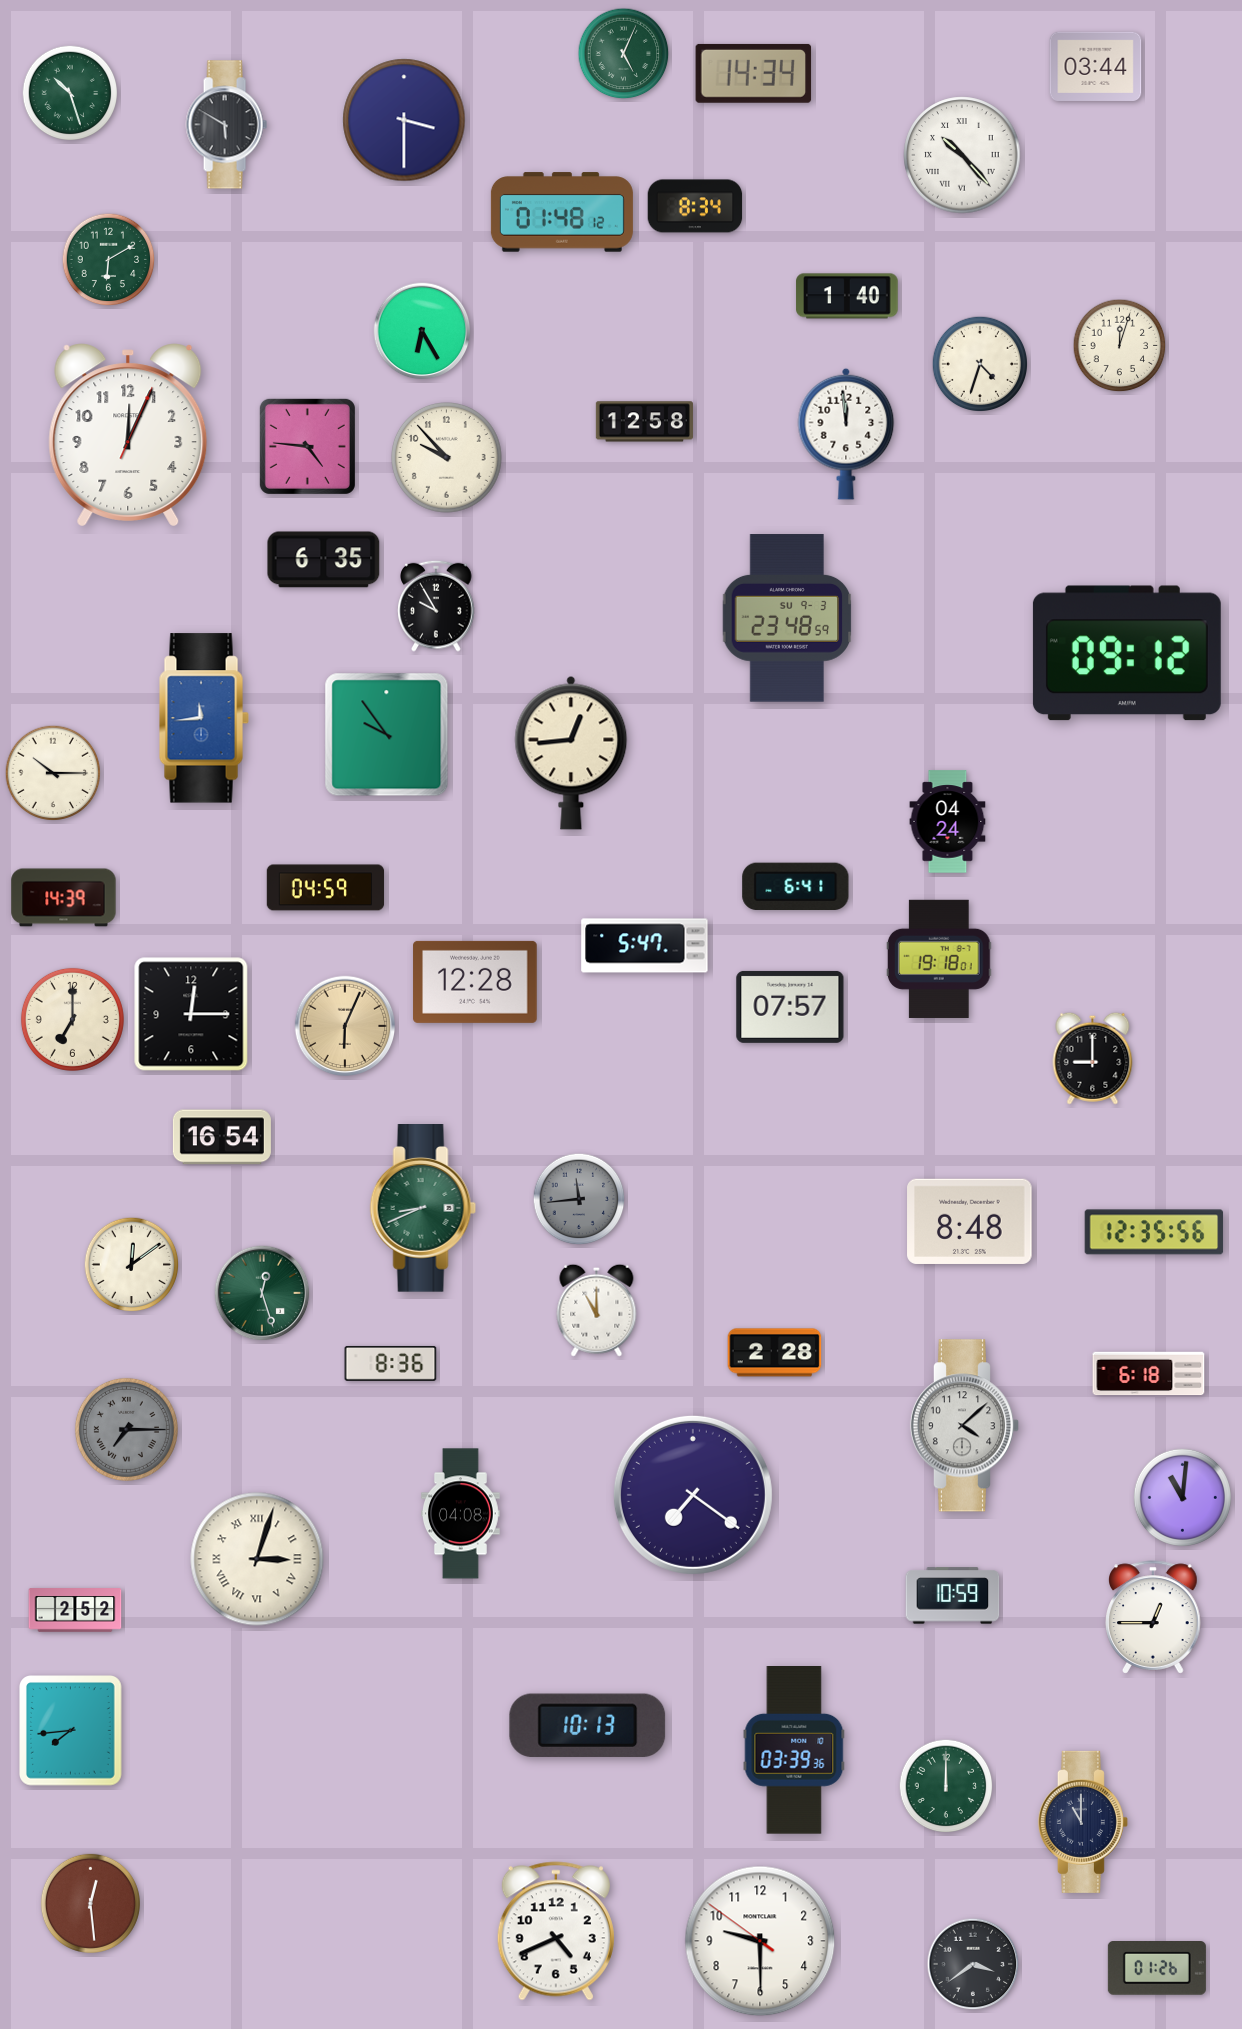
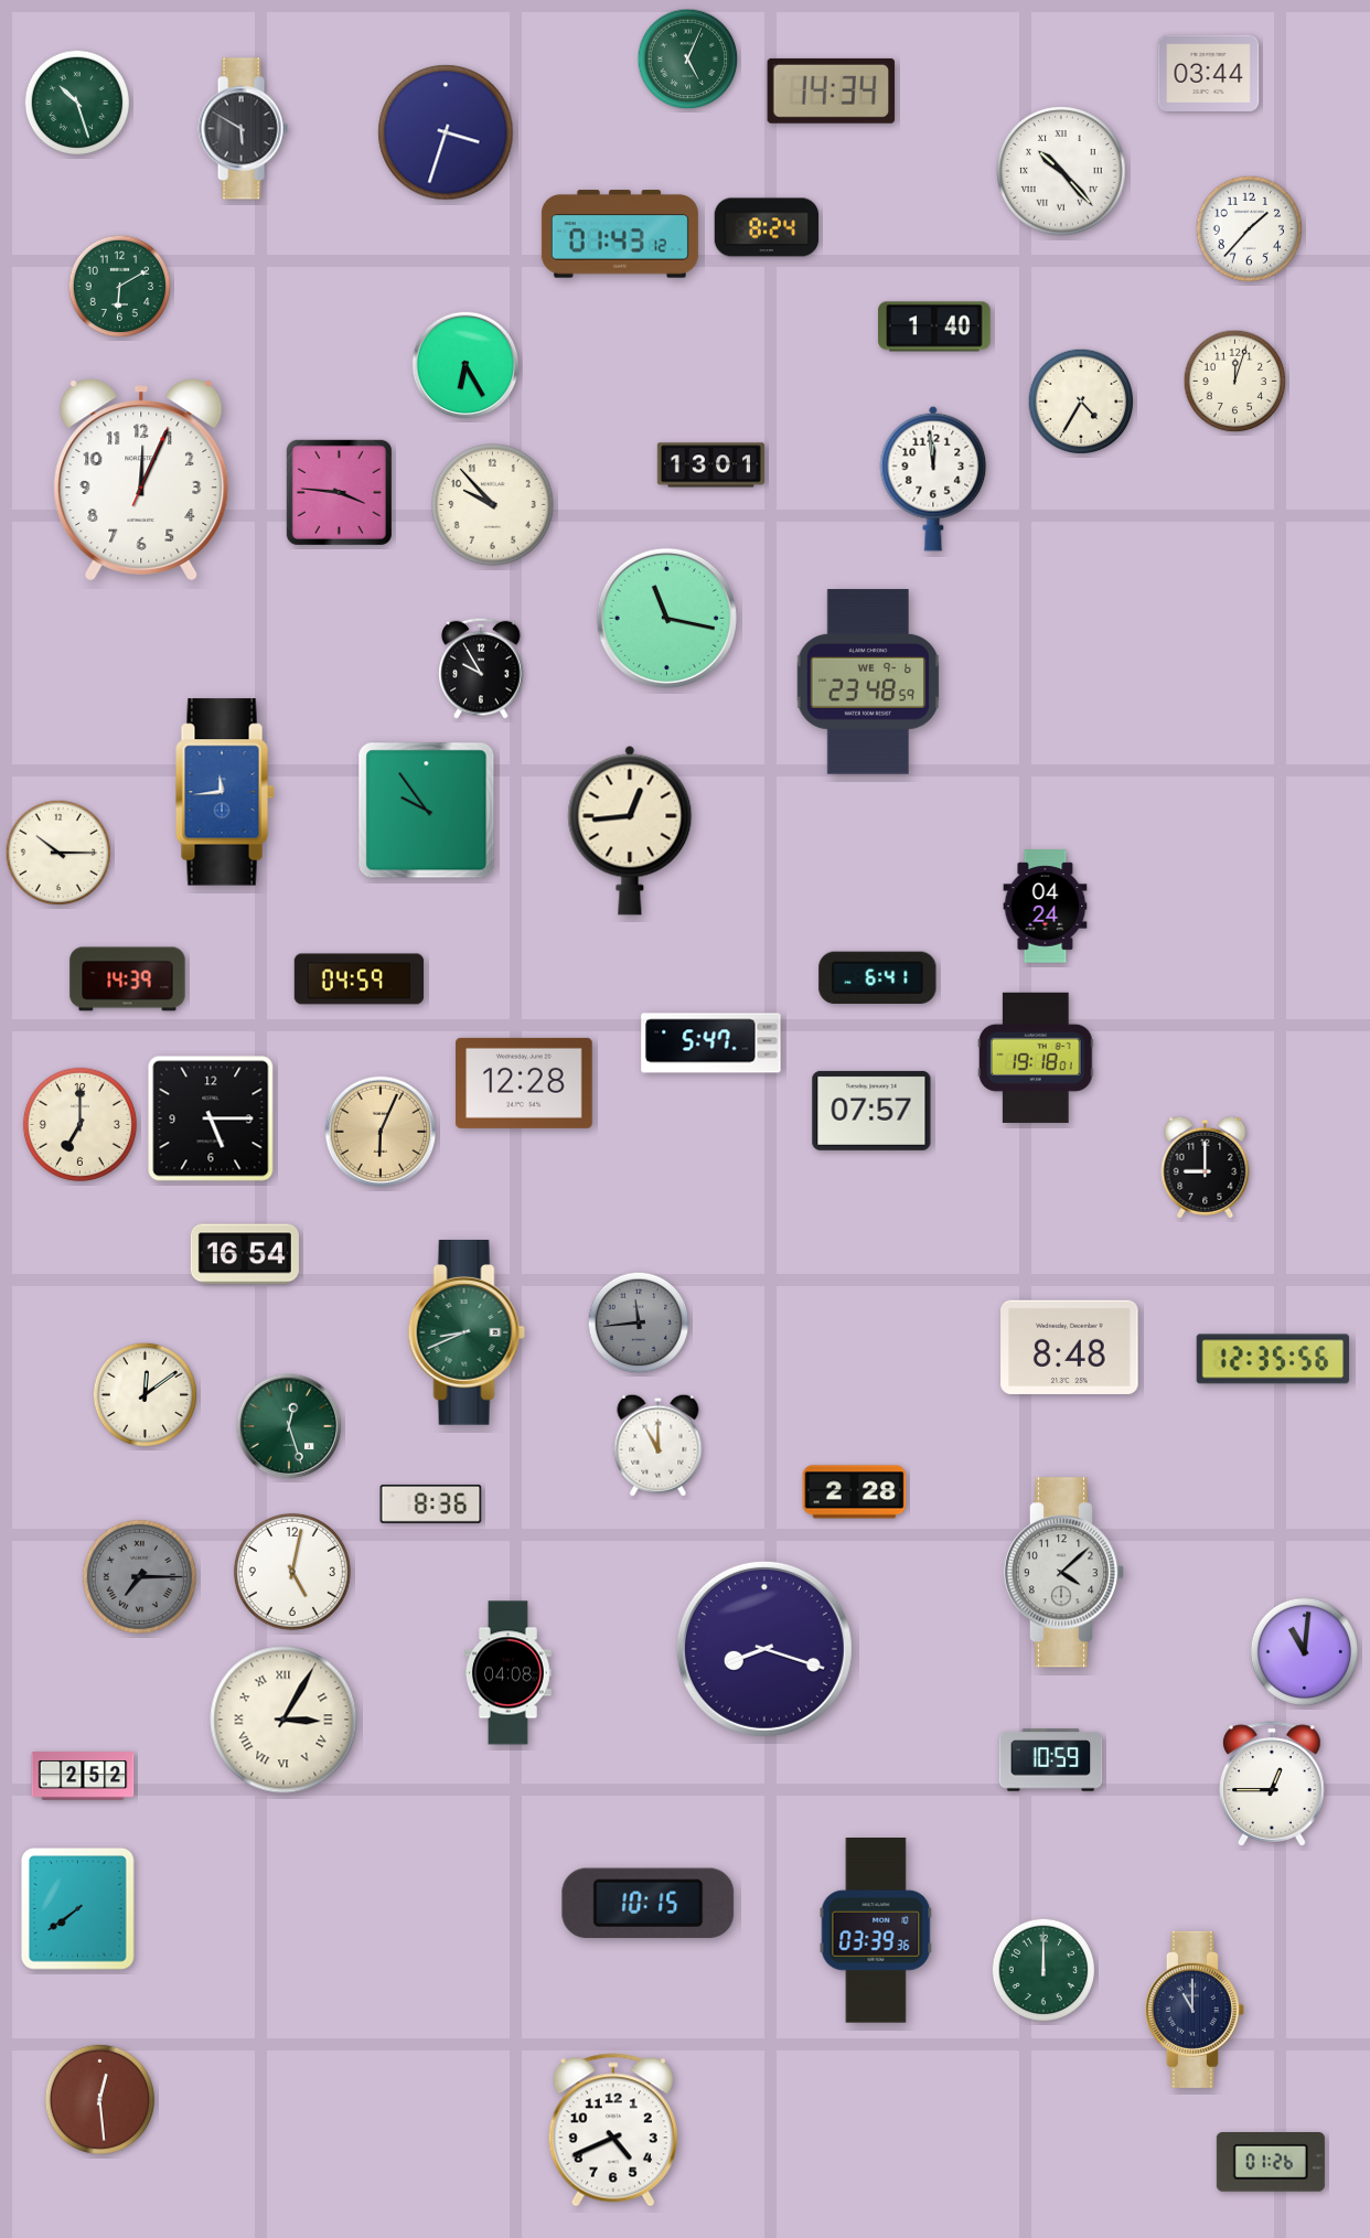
clock at (754, 73) position: (754, 73) -> (832, 90)
clock at (404, 120): 3:30 -> 3:33
clock at (226, 125) position: (226, 125) -> (243, 129)
clock at (695, 206): 8:34 -> 8:24
clock at (1249, 228): none -> 1:37
clock at (562, 212): 01:48 -> 01:43
clock at (980, 364): 4:33 -> 4:35
clock at (644, 422): 12:58 -> 13:01
clock at (307, 446): 4:46 -> 3:46
clock at (324, 560): 6:35 -> none
clock at (666, 618): none -> 11:17
clock at (787, 618) date: SU 9-3 -> WE 9-6
clock at (1127, 653): 09:12 -> none
clock at (64, 898) position: (64, 898) -> (128, 979)
clock at (191, 1014): 12:15 -> 5:15
clock at (1149, 1374): 6:18 -> none
clock at (292, 1572): none -> 5:02
clock at (693, 1495): 7:21 -> 8:18
clock at (461, 1514) position: (461, 1514) -> (509, 1673)
clock at (257, 1559): 3:03 -> 3:05
clock at (588, 1725): 10:13 -> 10:15
clock at (71, 1731): 7:44 -> 7:39
clock at (760, 1941): 9:29 -> none
clock at (973, 1964): 3:39 -> none
clock at (1157, 1969) position: (1157, 1969) -> (1271, 2163)
